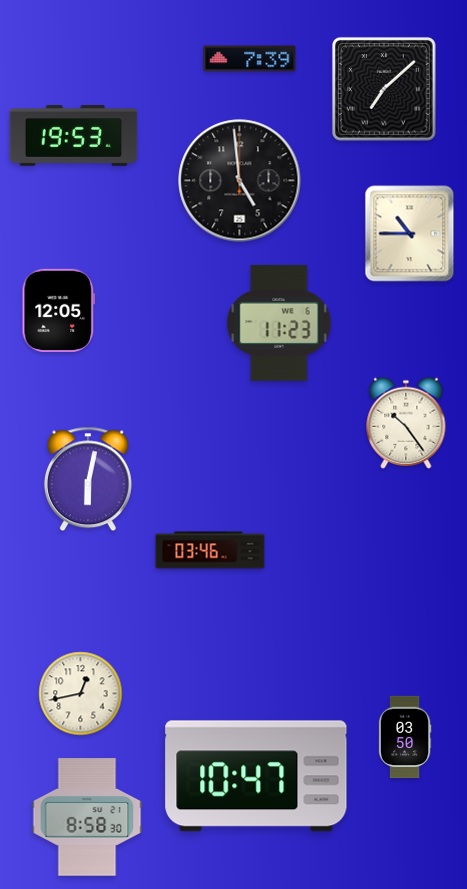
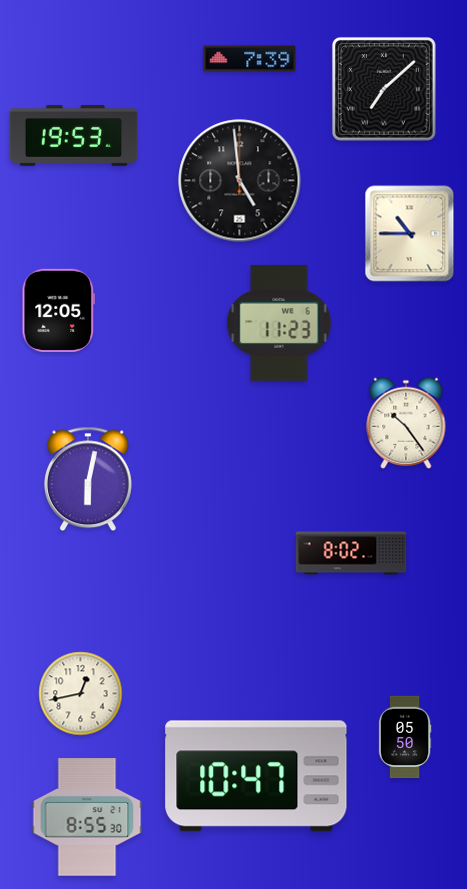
clock at (210, 550): 03:46 -> none
clock at (351, 553): none -> 8:02
clock at (405, 737): 03:50 -> 05:50
clock at (87, 817): 8:58 -> 8:55
